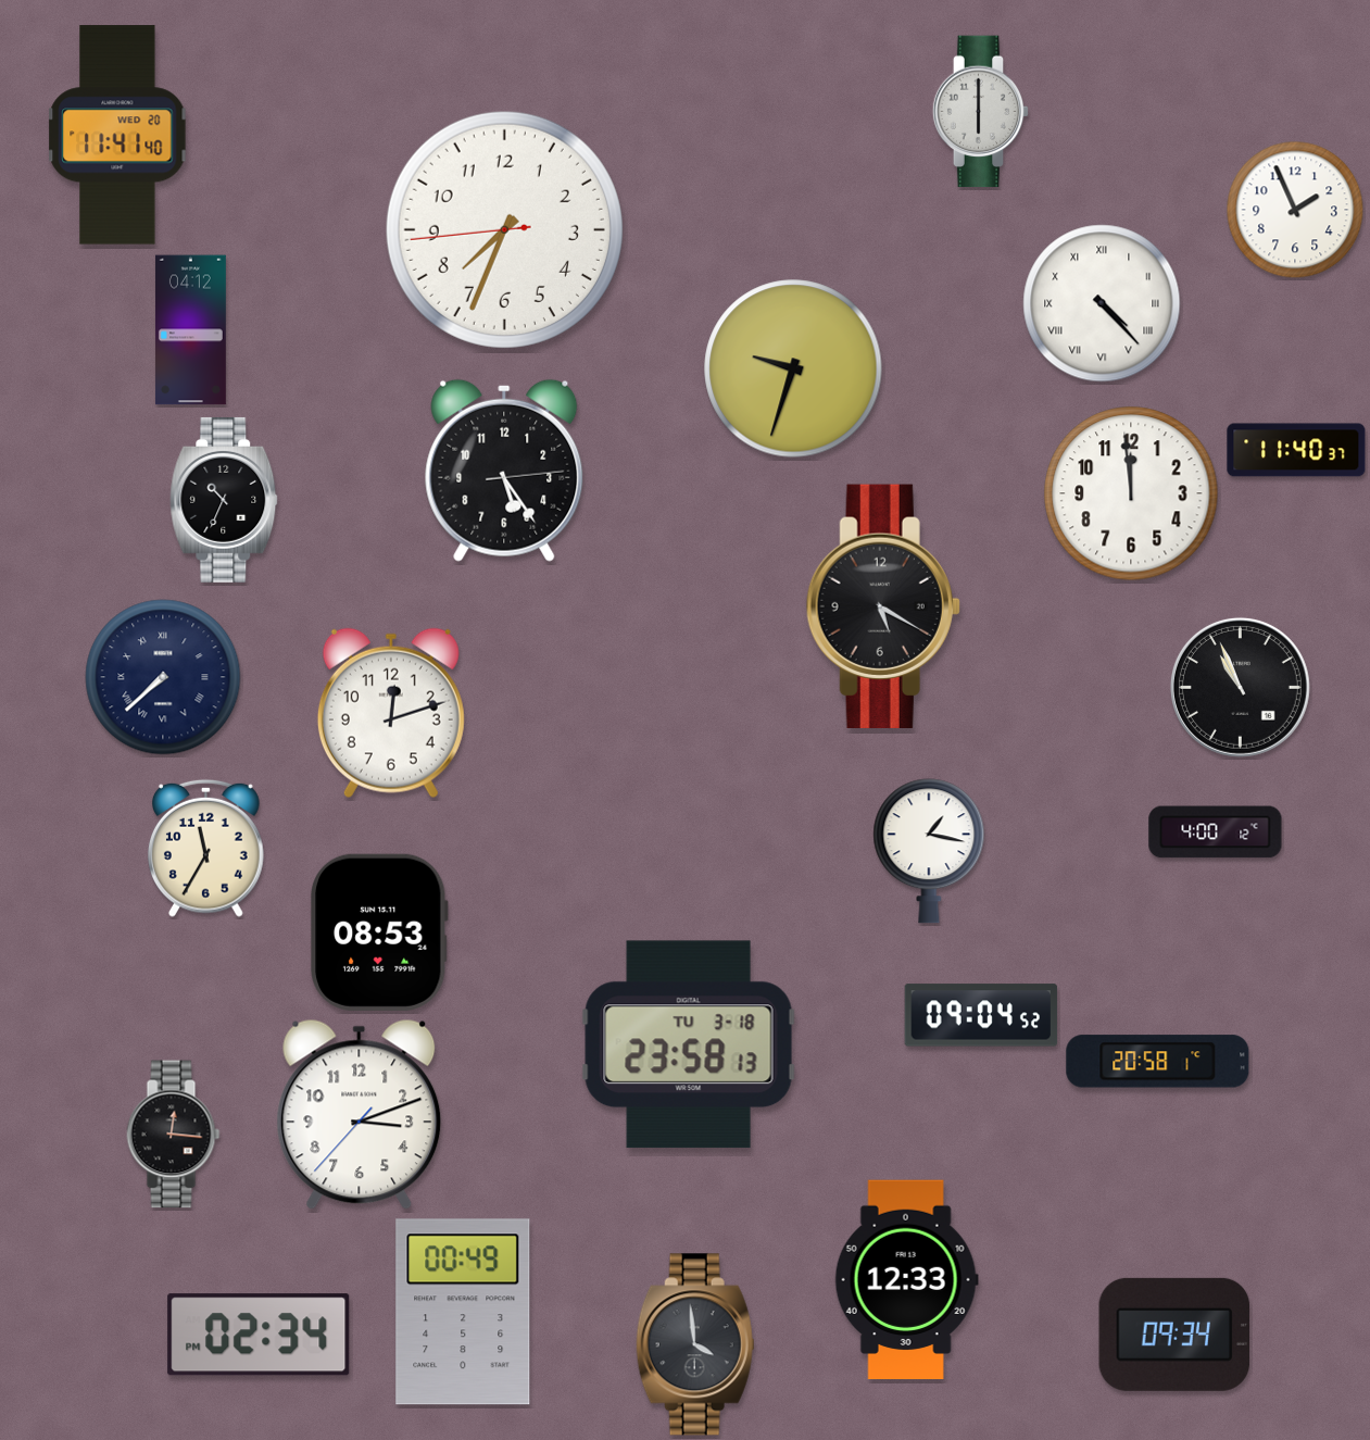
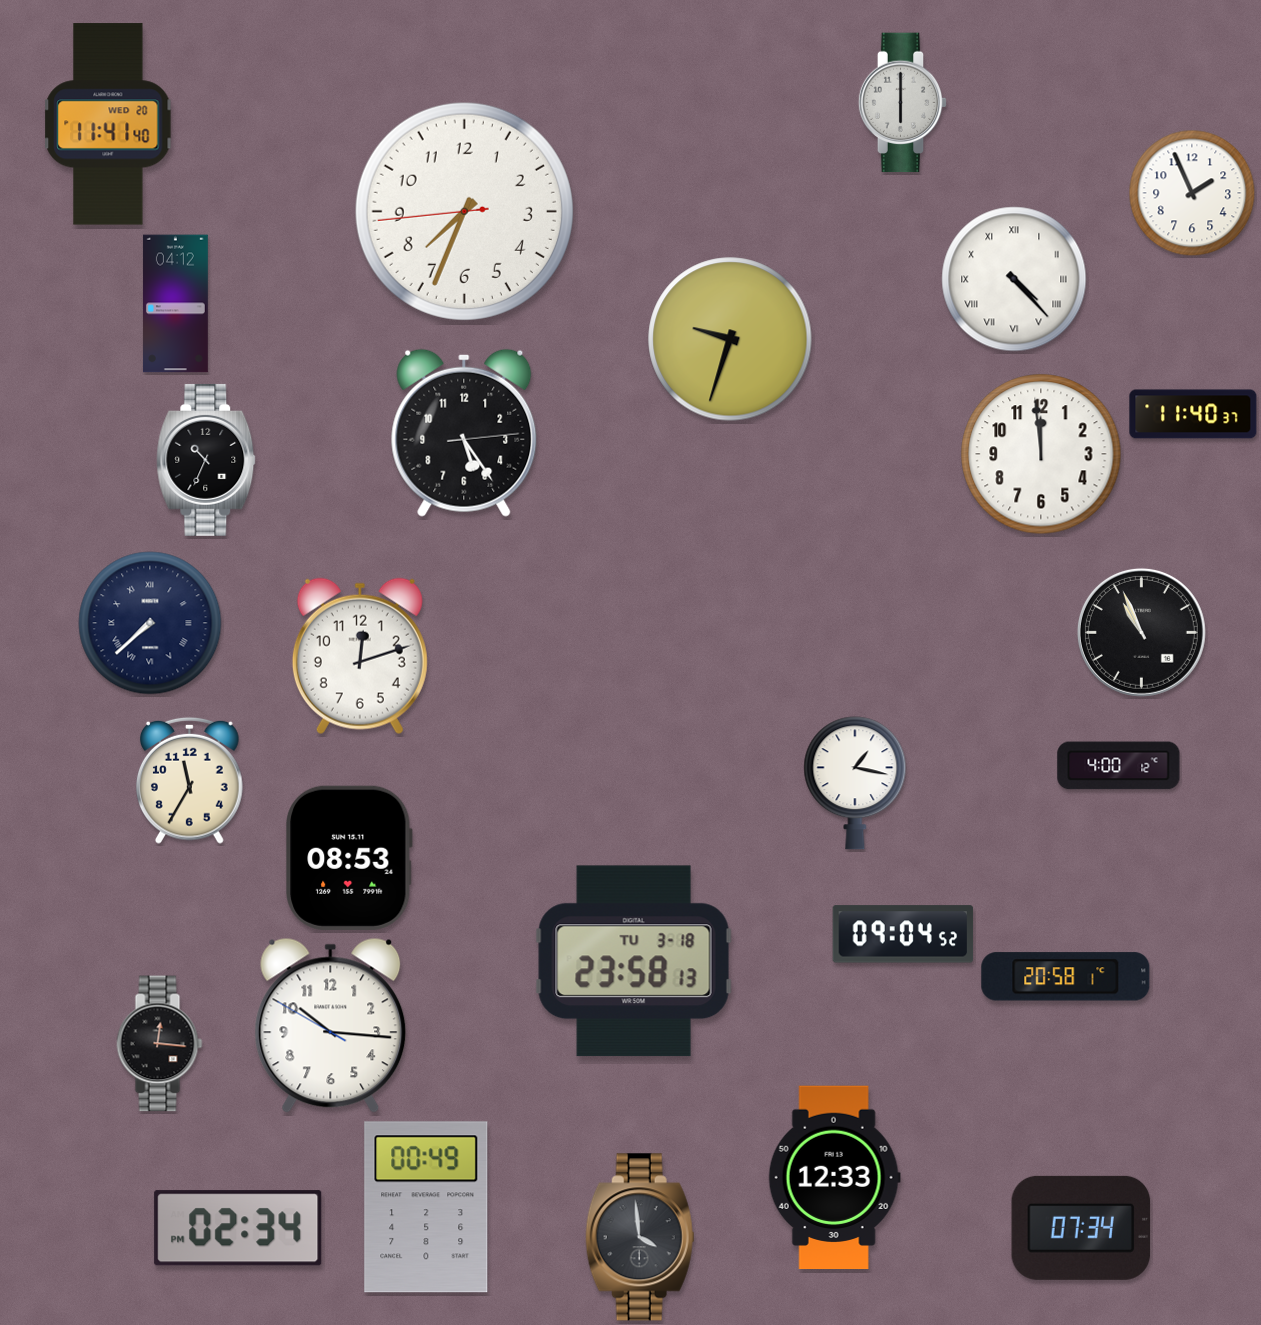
clock at (883, 605): 5:20 -> none
clock at (360, 1114): 3:11 -> 10:15
clock at (1174, 1335): 09:34 -> 07:34
